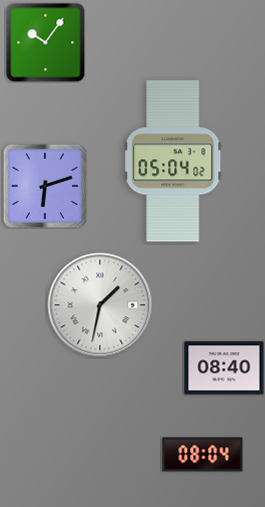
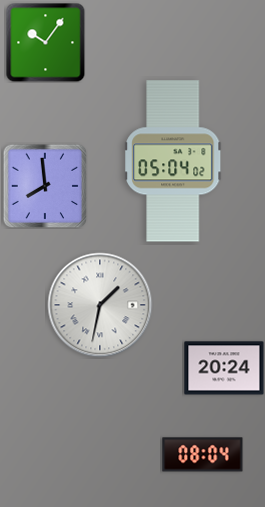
clock at (45, 186): 6:12 -> 7:59
clock at (224, 368): 08:40 -> 20:24
